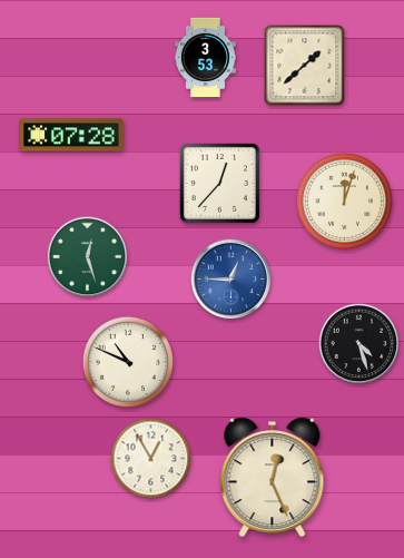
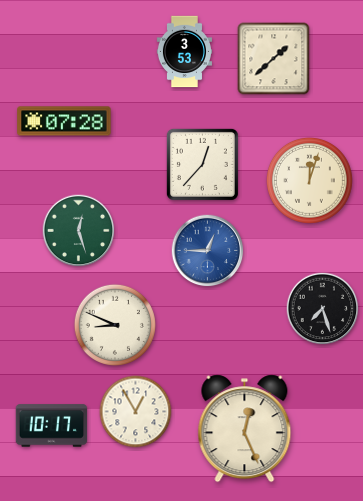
clock at (219, 183) position: (219, 183) -> (202, 164)
clock at (359, 344): 4:27 -> 7:27
clock at (128, 362): 10:49 -> 8:49
clock at (52, 426): none -> 10:17
